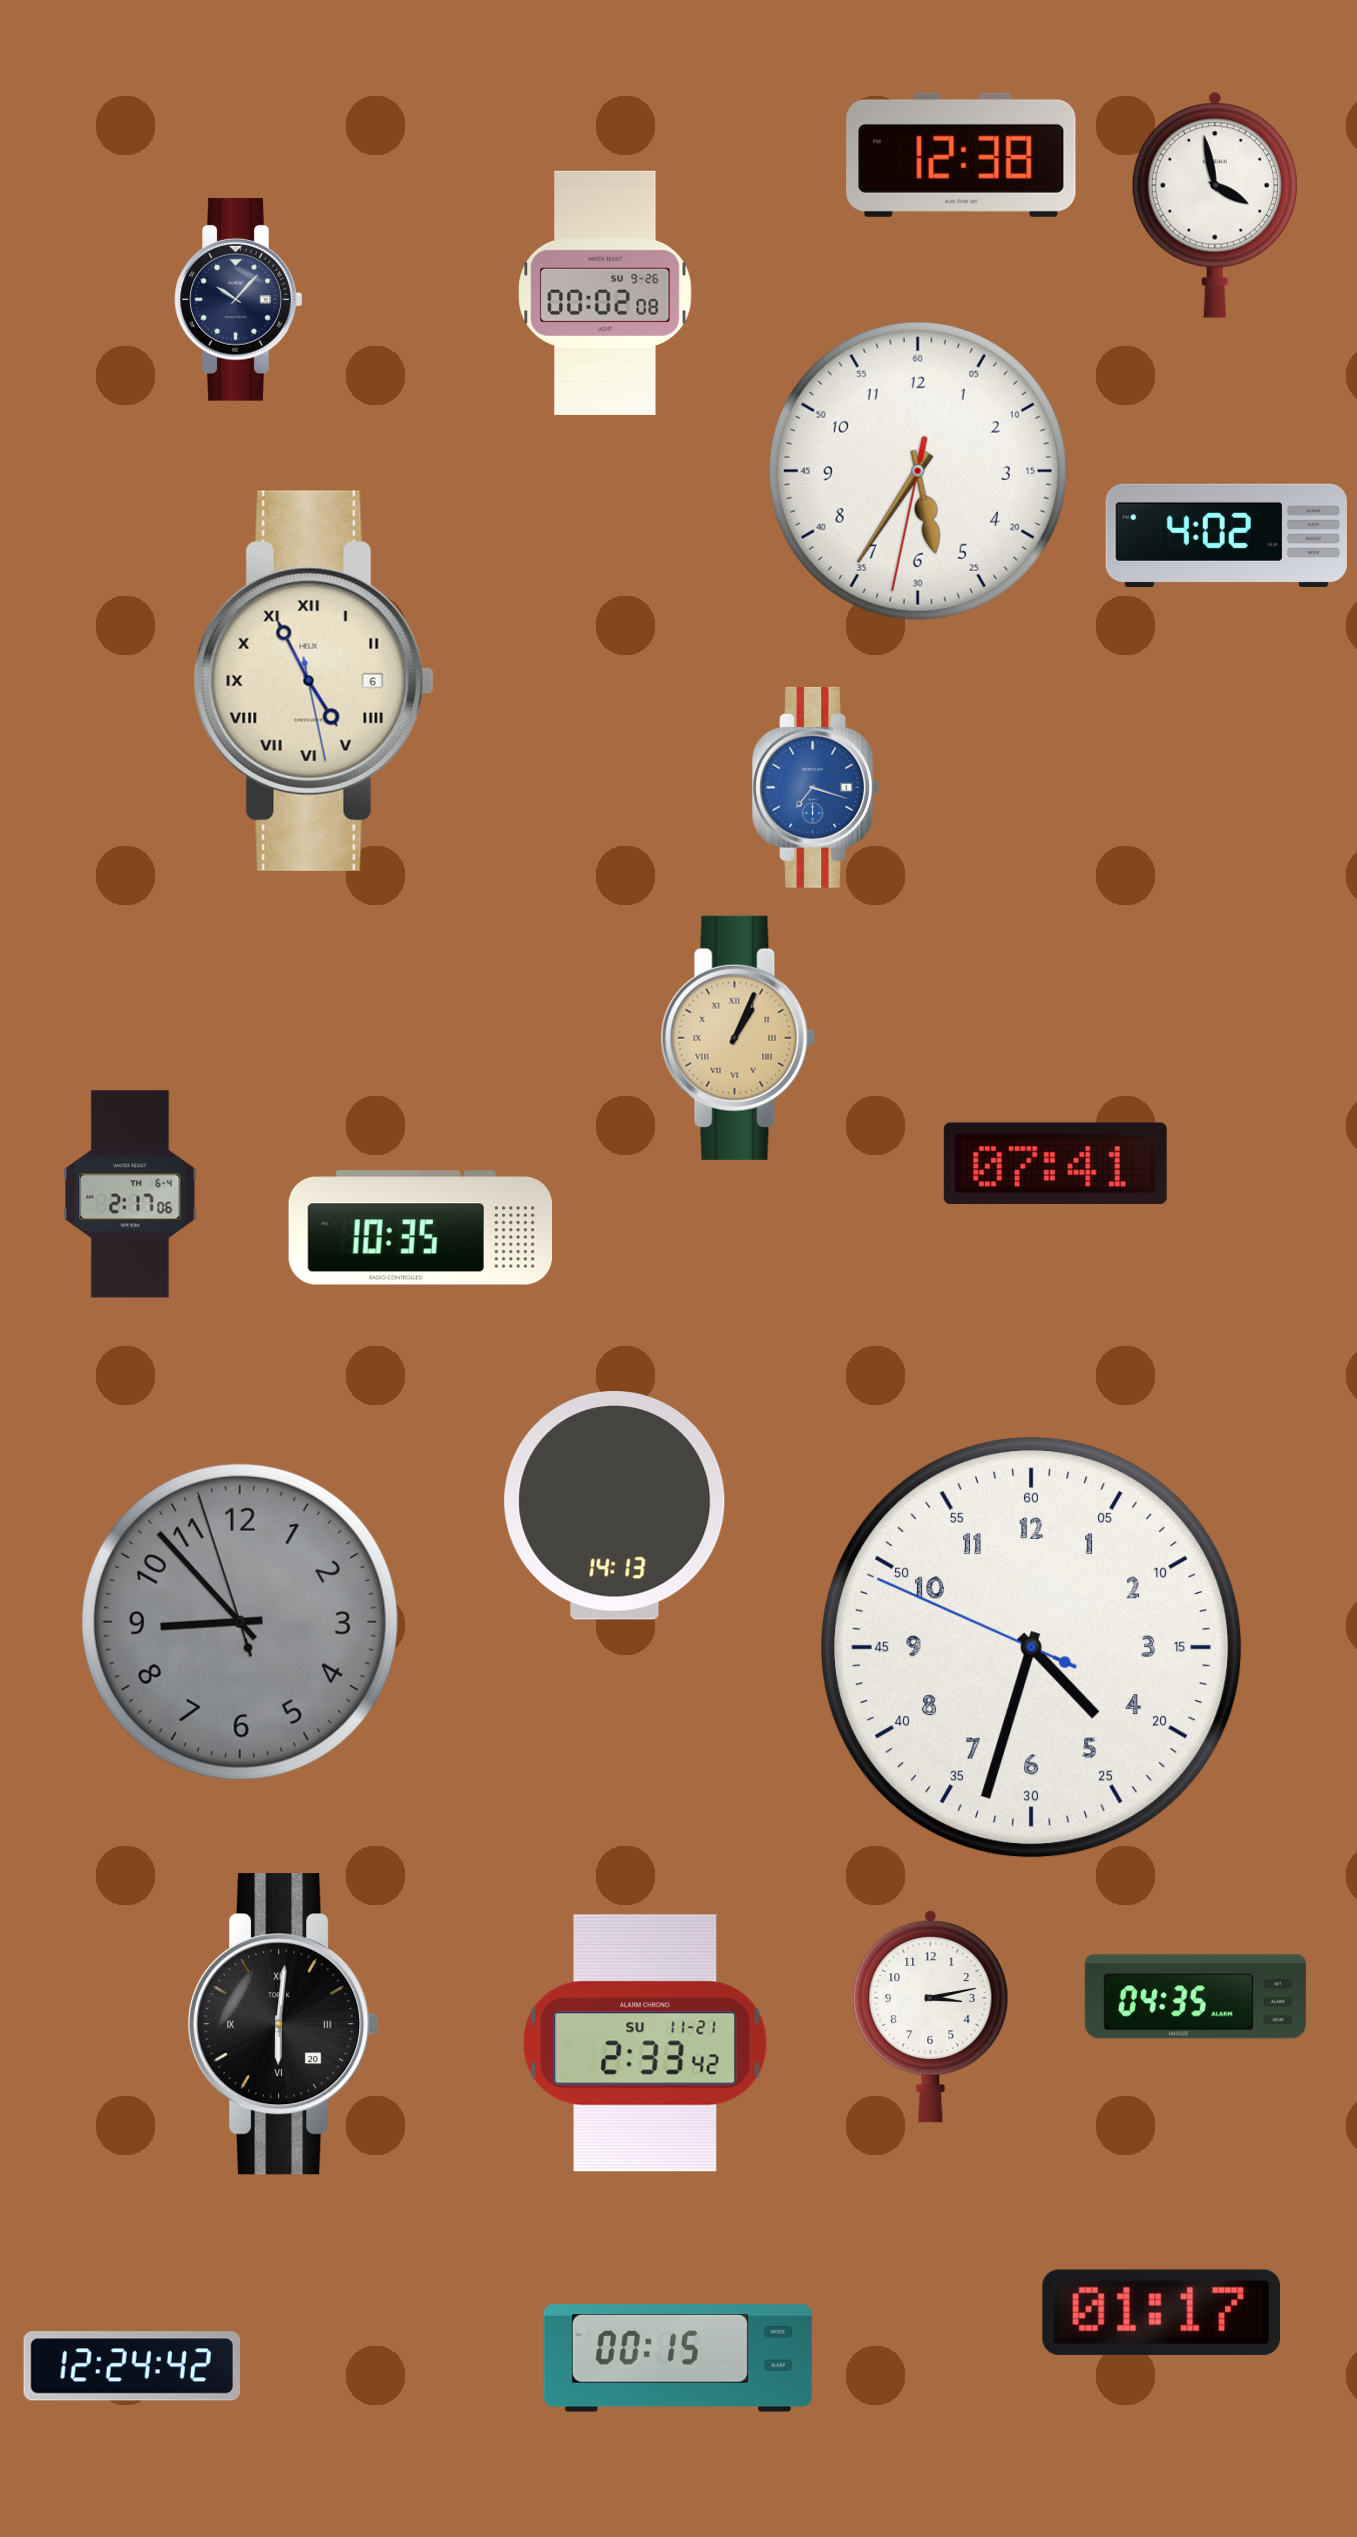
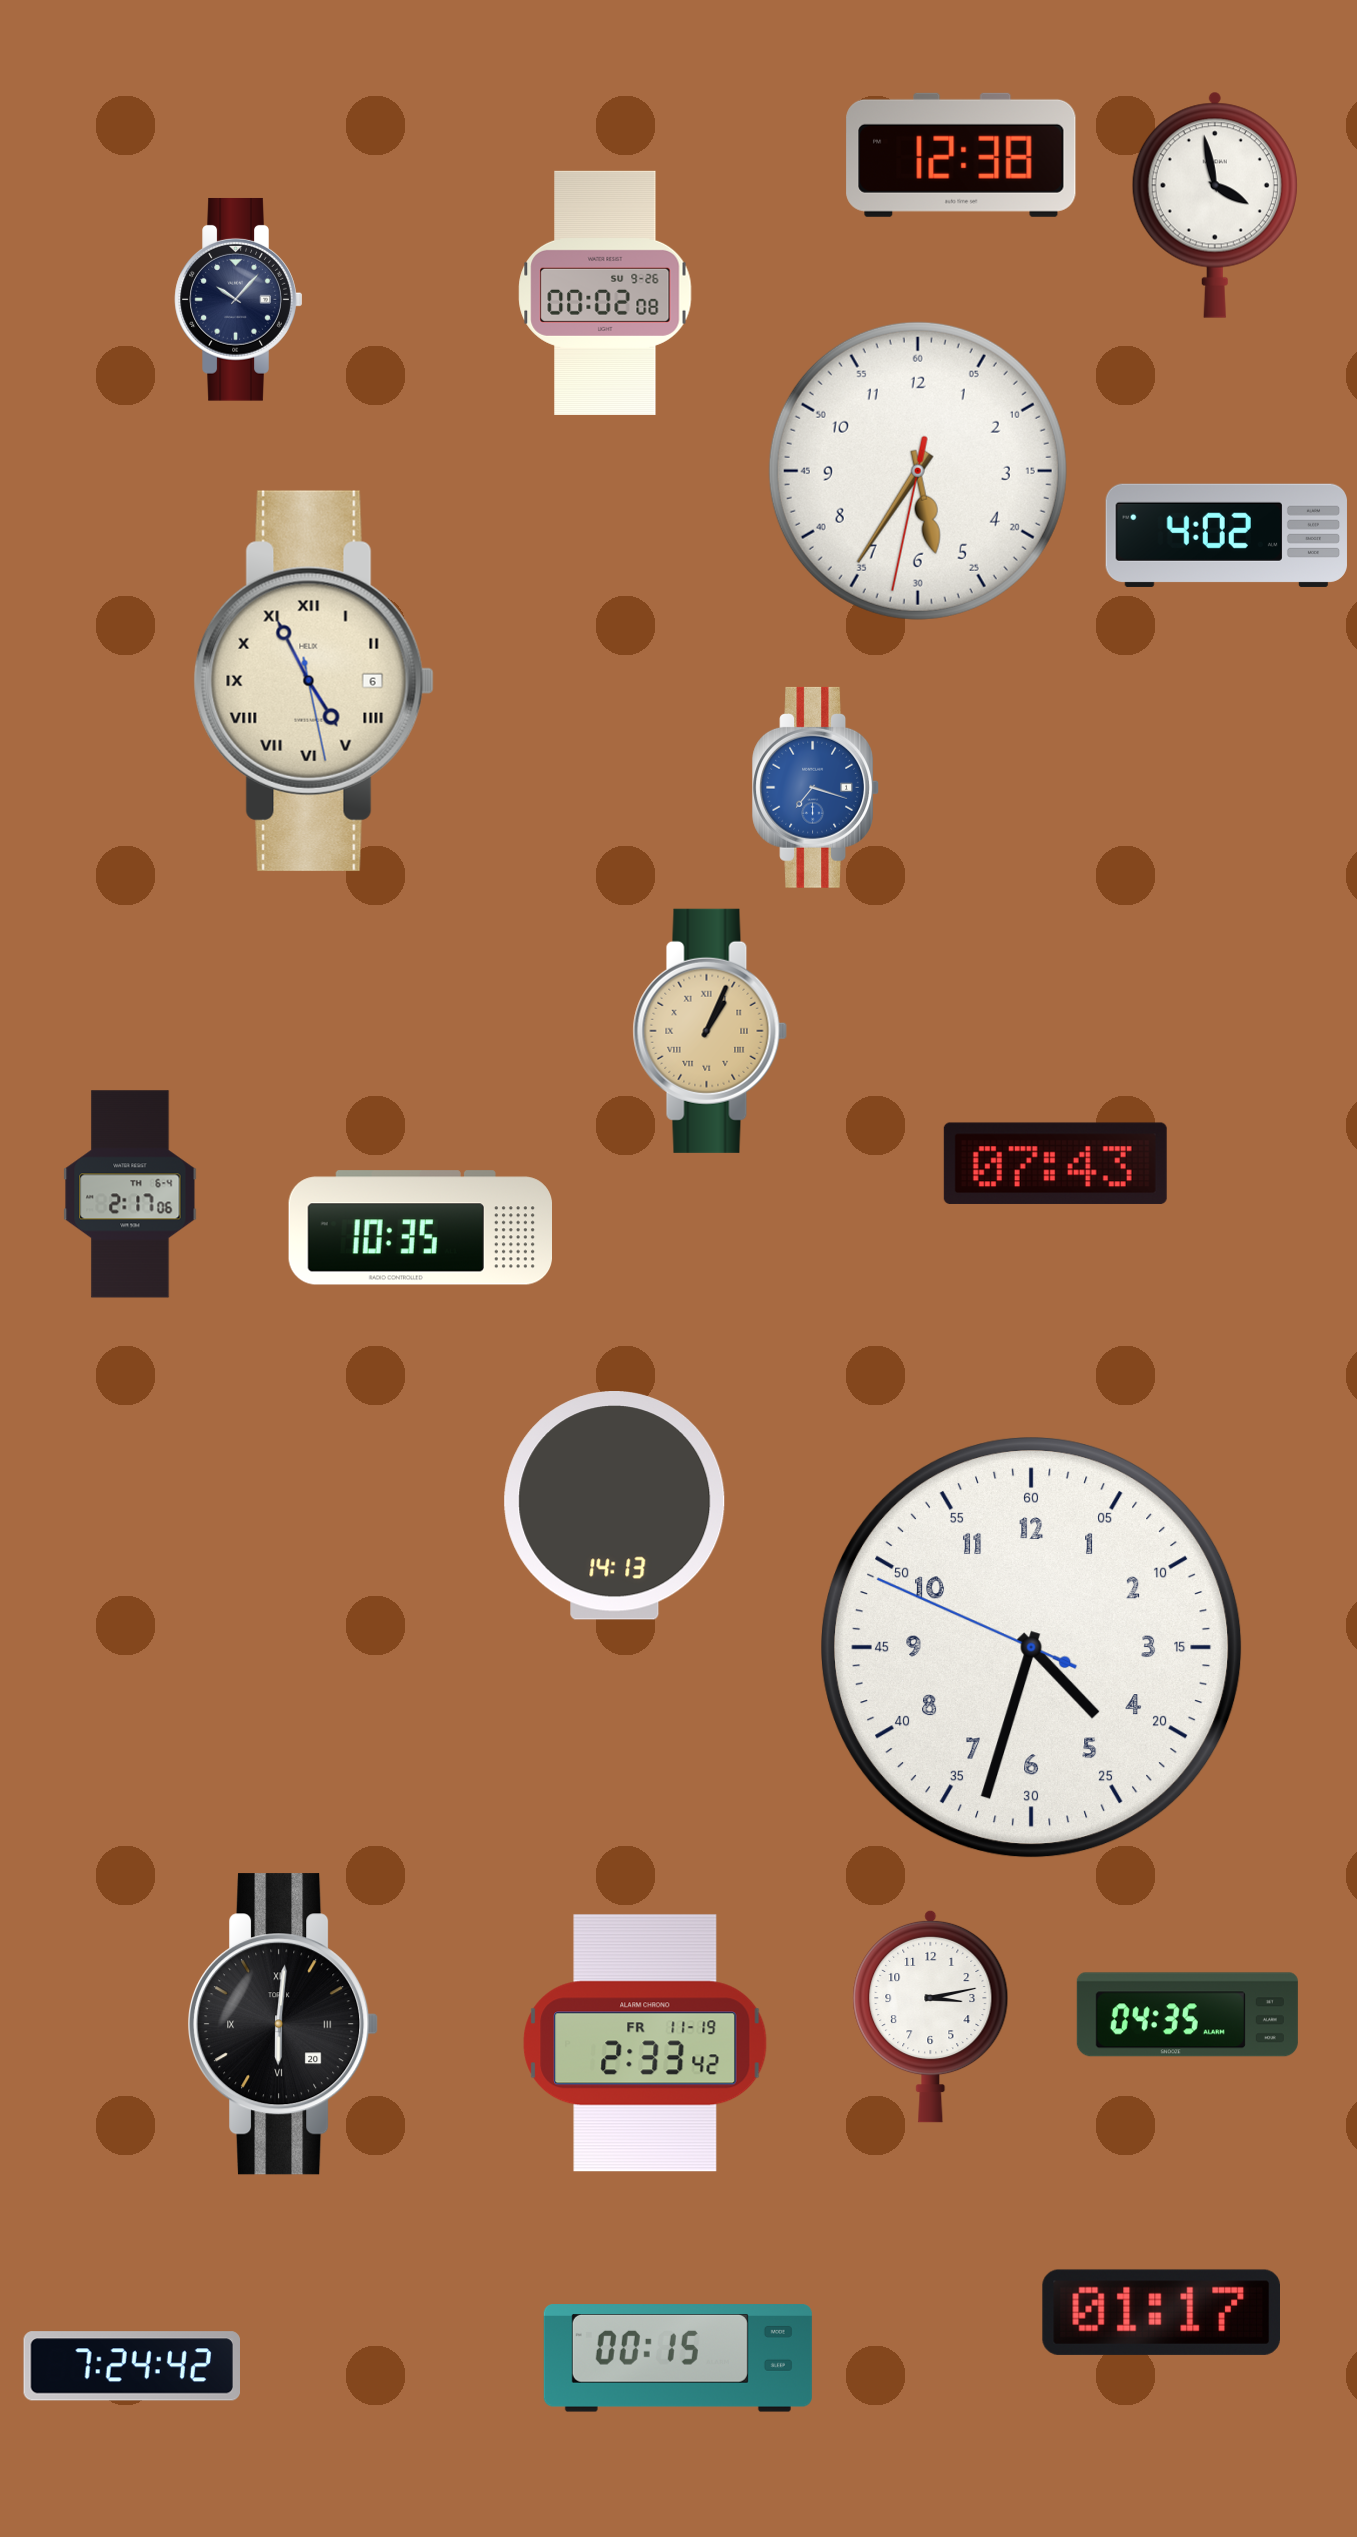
clock at (738, 1038) position: (738, 1038) -> (710, 1031)
clock at (1055, 1163): 07:41 -> 07:43
clock at (240, 1622): 8:52 -> none
clock at (1195, 1997) position: (1195, 1997) -> (1187, 2015)
clock at (645, 2043) date: SU 11-21 -> FR 11-19
clock at (131, 2366): 12:24 -> 7:24
